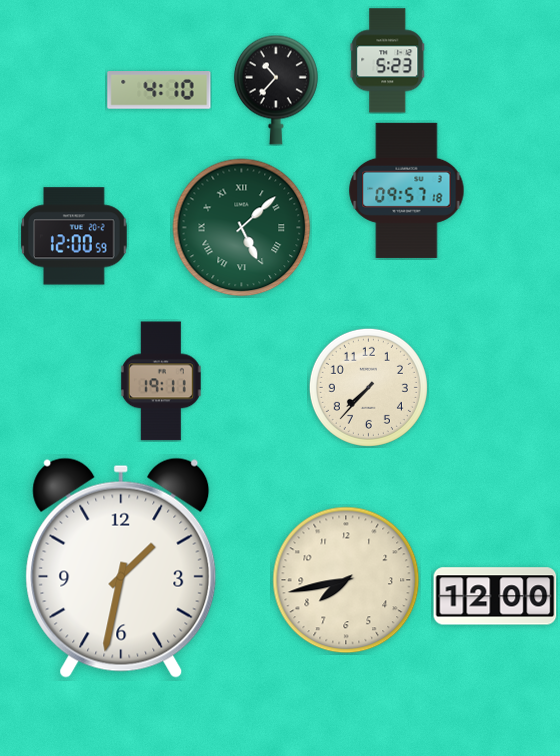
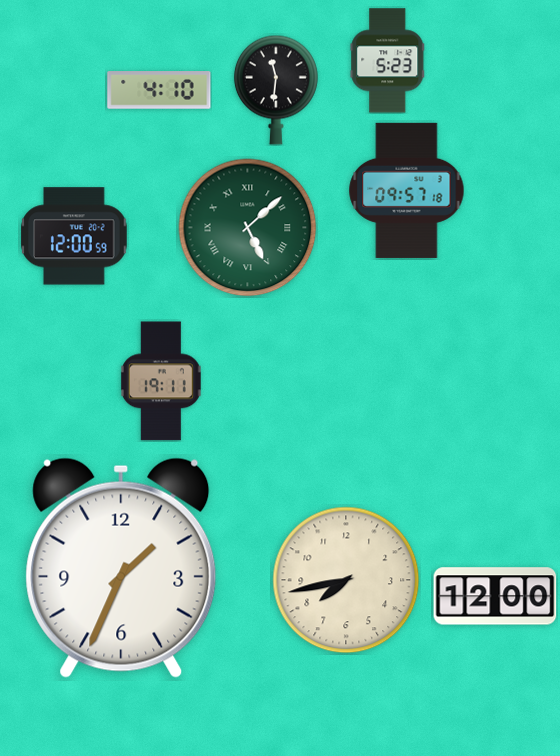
clock at (276, 90): 10:37 -> 11:31
clock at (242, 228) position: (242, 228) -> (248, 228)
clock at (368, 387): 7:37 -> none
clock at (121, 568): 1:32 -> 1:34
